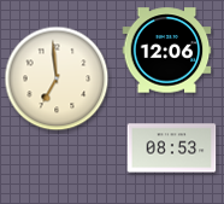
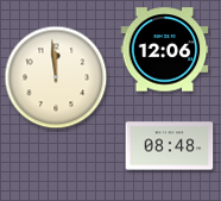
clock at (57, 78): 6:59 -> 11:59
clock at (172, 148): 08:53 -> 08:48
